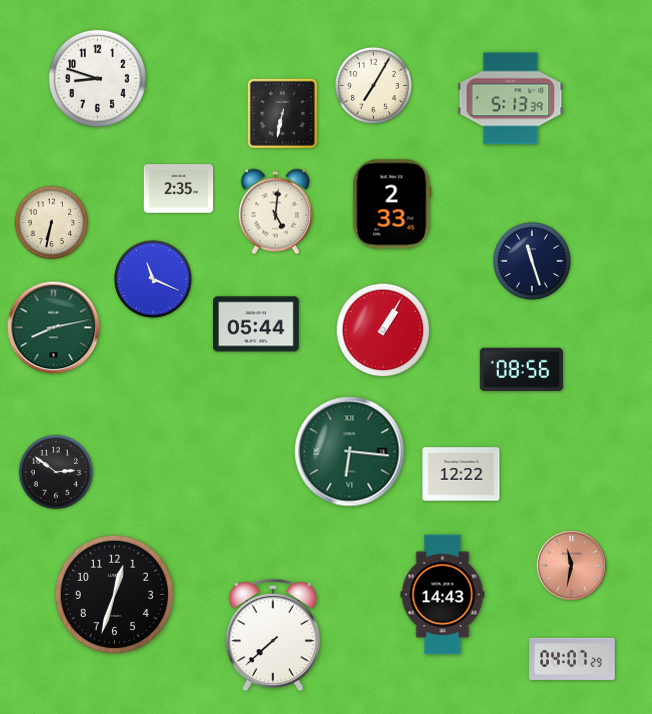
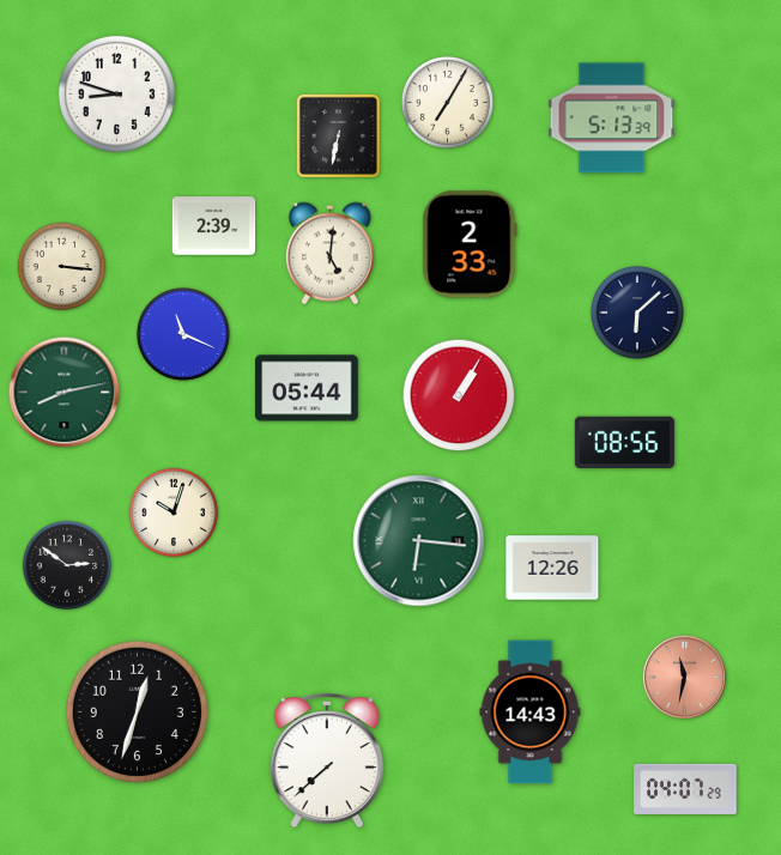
clock at (179, 189): 2:35 -> 2:39
clock at (52, 223): 6:32 -> 3:16
clock at (532, 261): 11:27 -> 6:08
clock at (174, 513): none -> 10:03
clock at (461, 474): 12:22 -> 12:26
